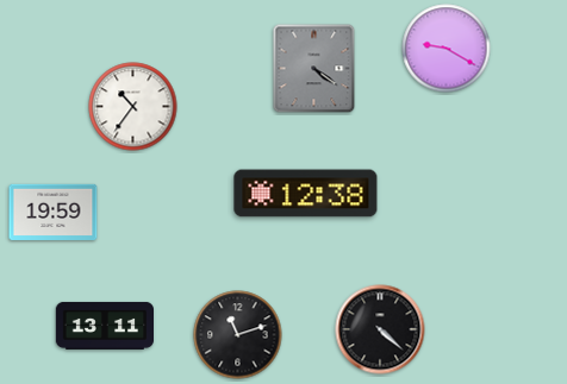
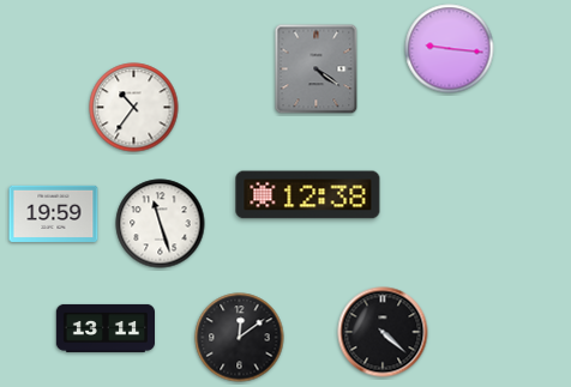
clock at (447, 49): 9:20 -> 9:16
clock at (161, 224): none -> 11:27
clock at (238, 335): 11:12 -> 12:09
